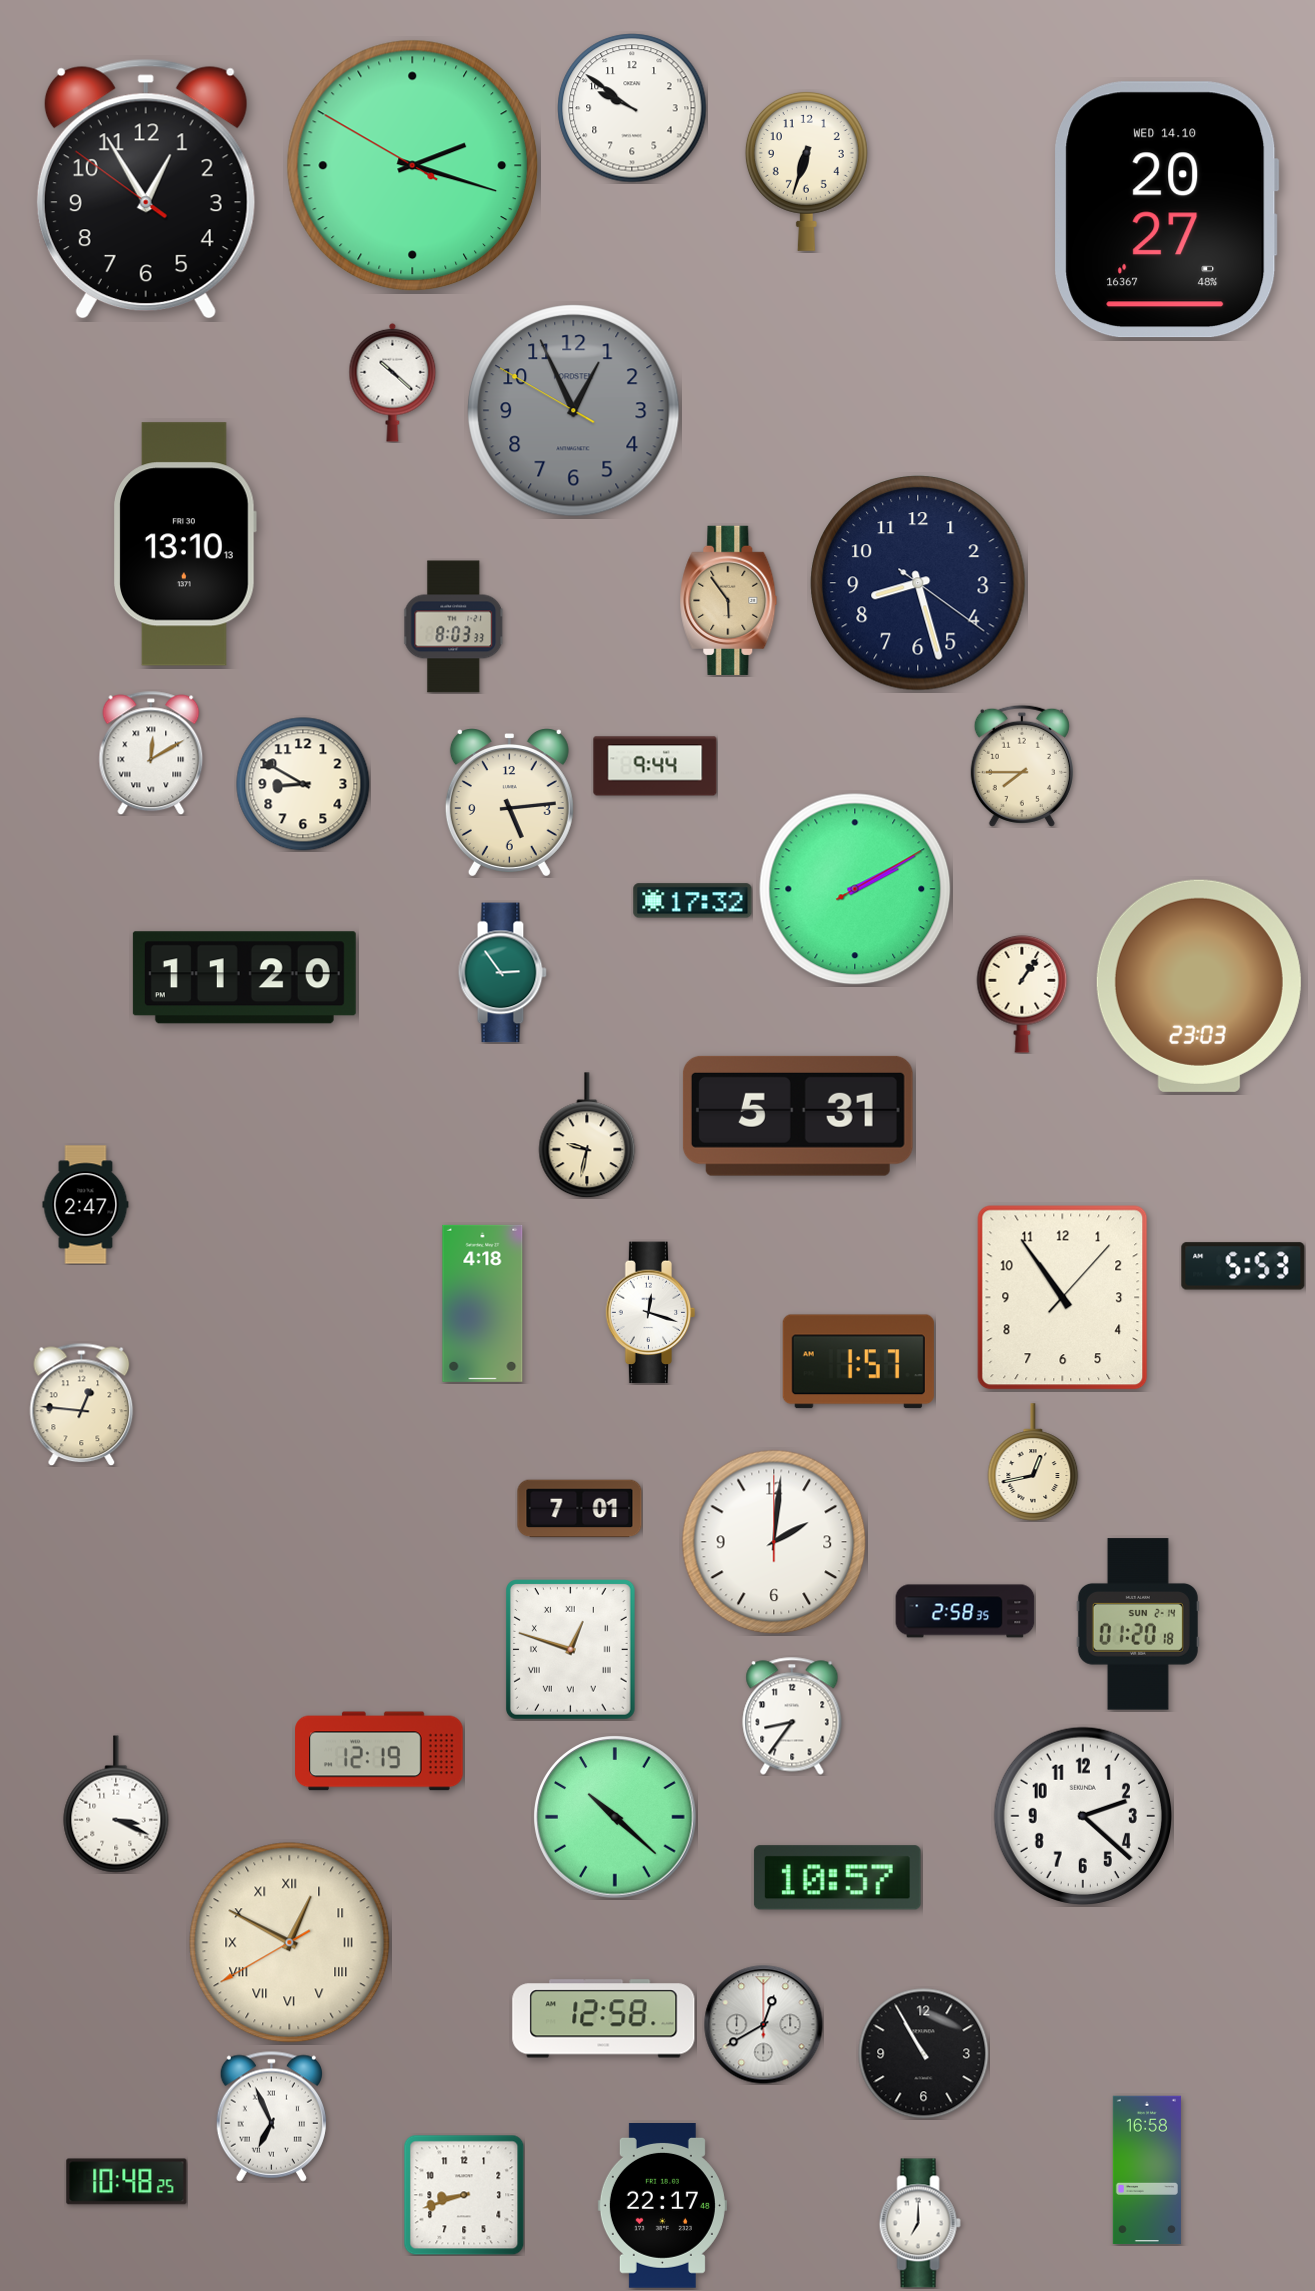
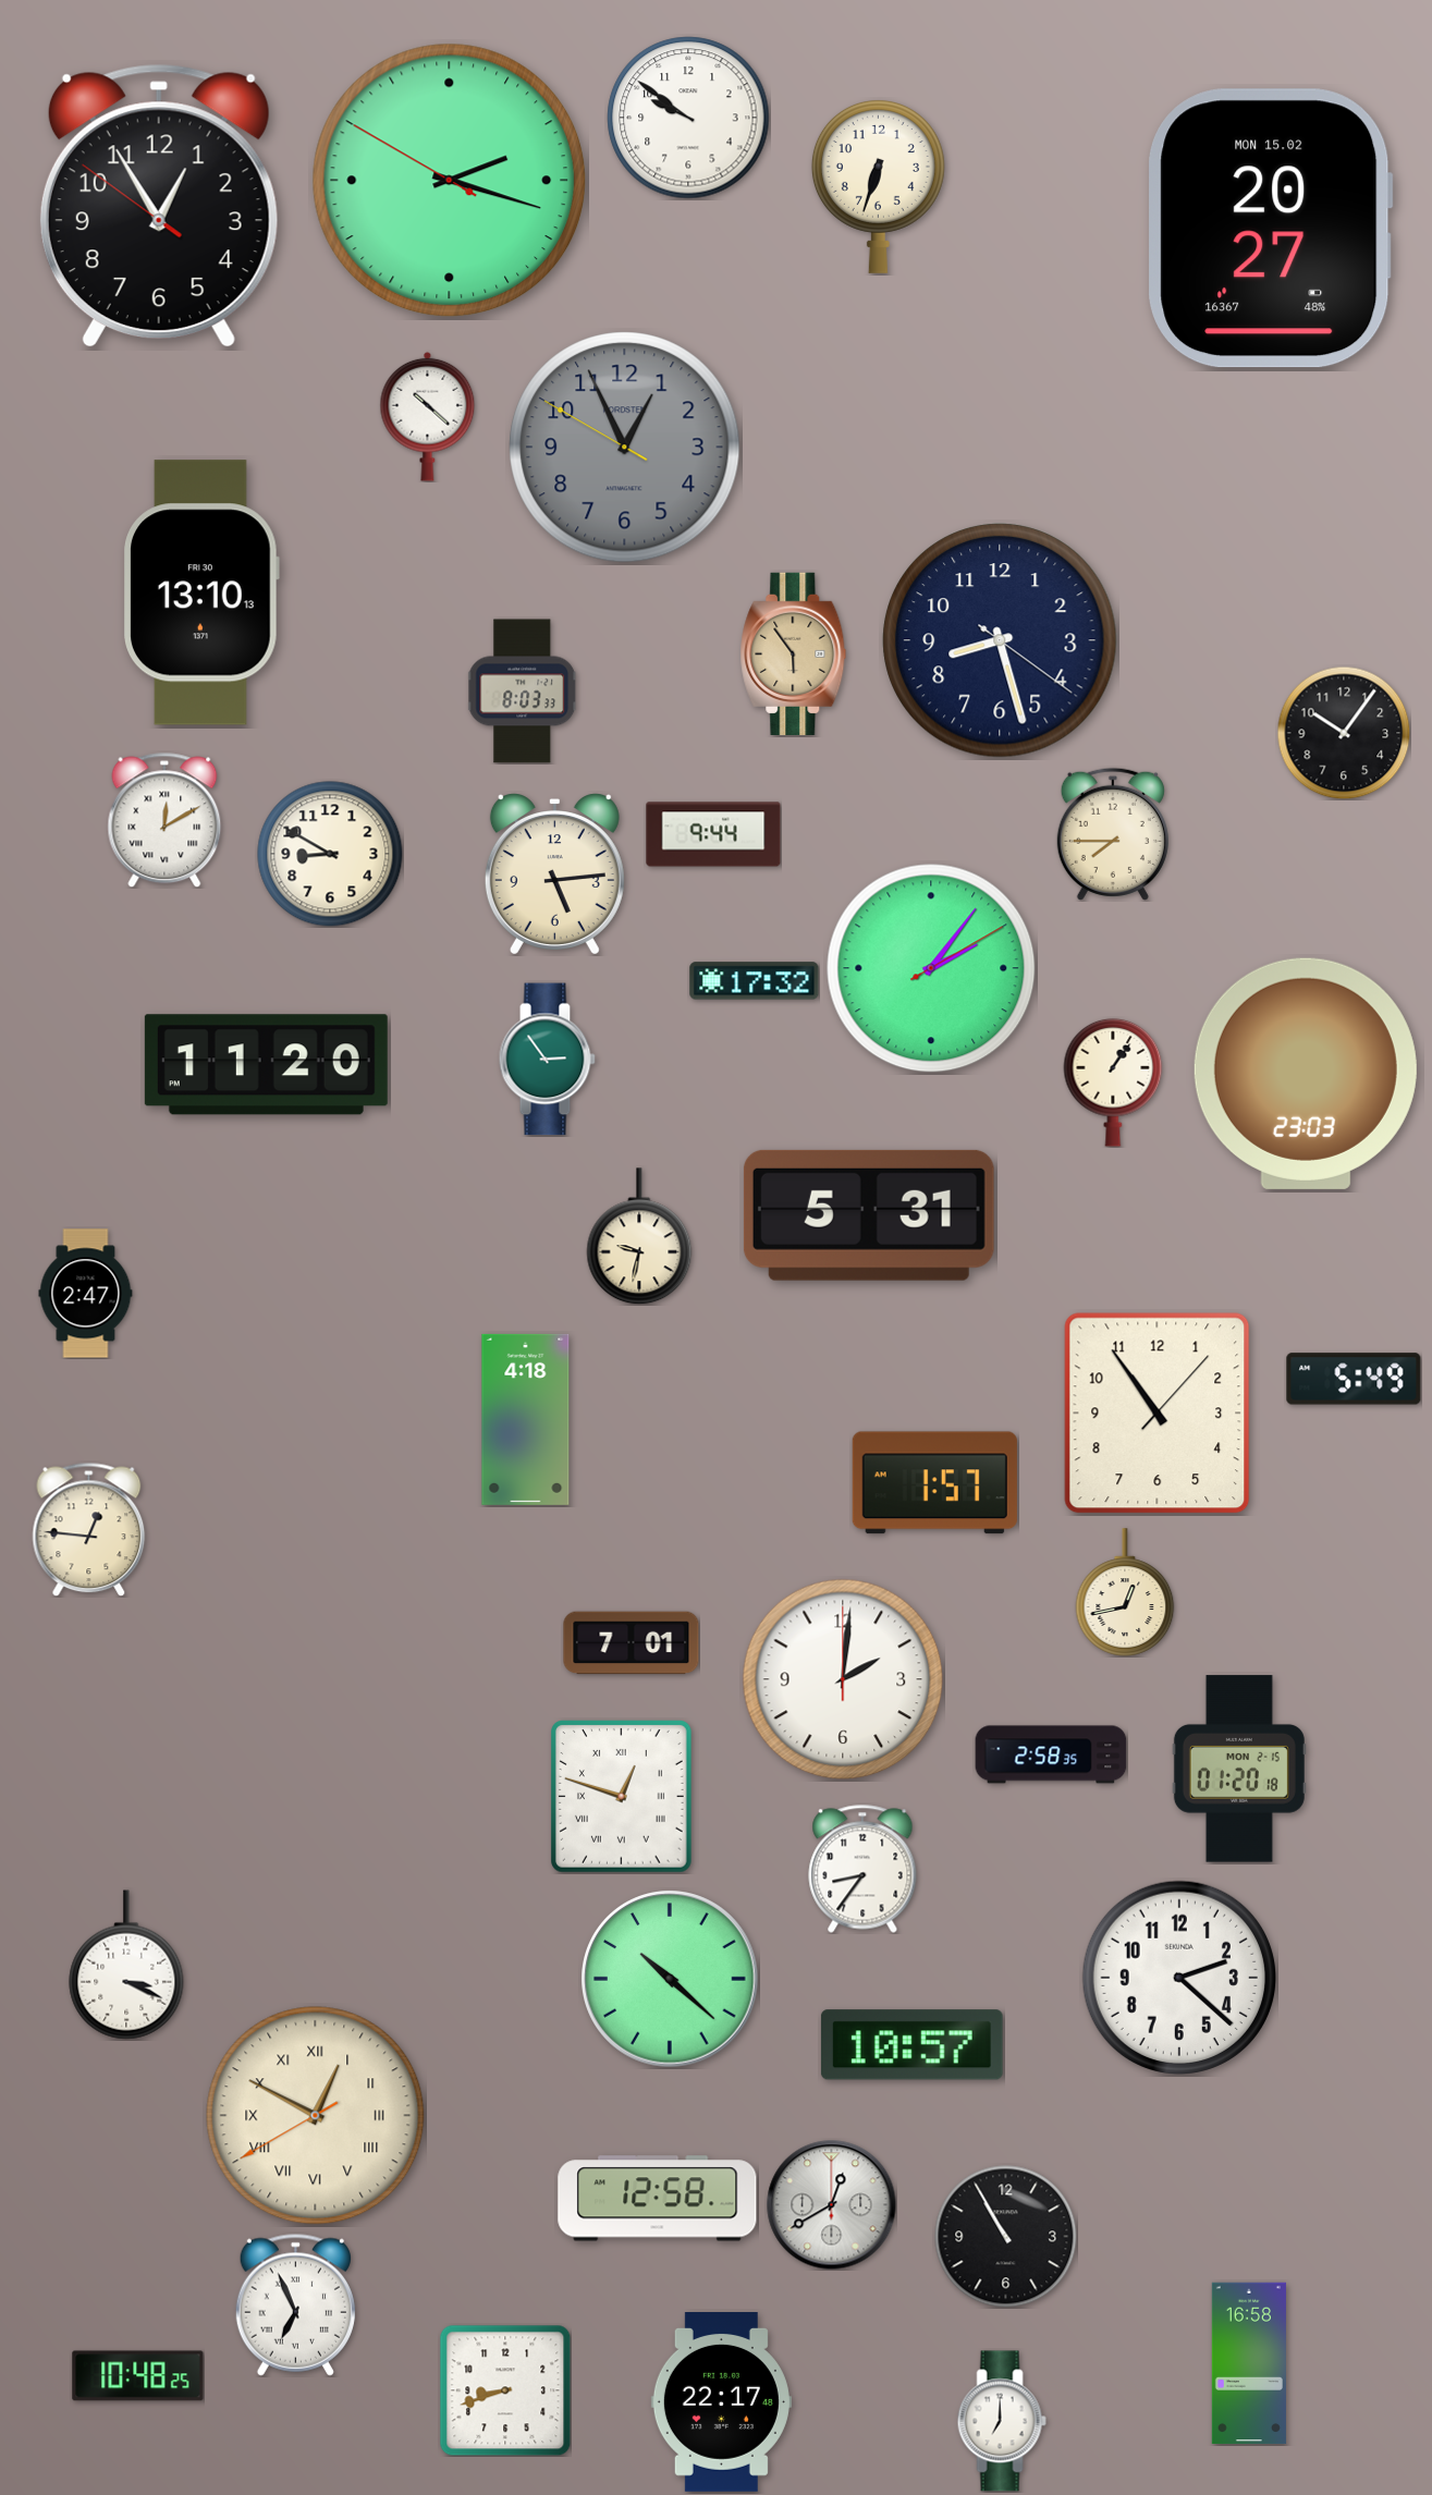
clock at (1167, 210) date: WED 14.10 -> MON 15.02
clock at (918, 583) position: (918, 583) -> (1000, 640)
clock at (454, 627) position: (454, 627) -> (523, 692)
clock at (1344, 733): none -> 10:06
clock at (855, 889): 2:10 -> 2:06
clock at (86, 1205) position: (86, 1205) -> (86, 1294)
clock at (1243, 1266): 5:53 -> 5:49
clock at (651, 1313): 12:18 -> none
clock at (1138, 1624) date: SUN 2-14 -> MON 2-15
clock at (379, 1751): 12:19 -> none
